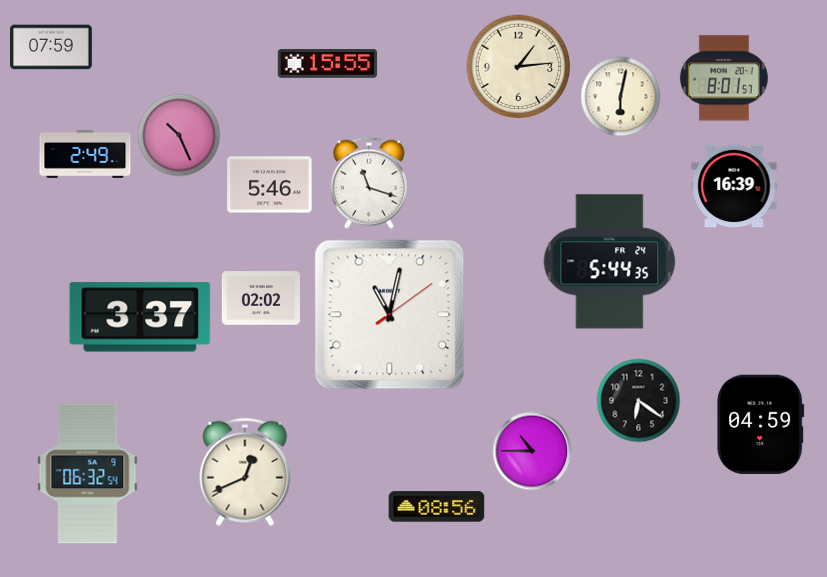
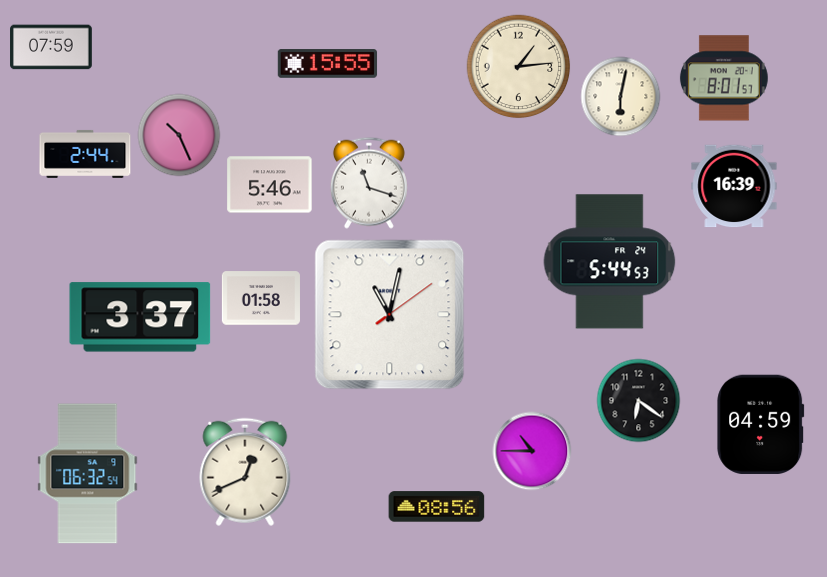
clock at (85, 154): 2:49 -> 2:44
clock at (610, 262): 5:44:35 -> 5:44:53
clock at (261, 298): 02:02 -> 01:58
